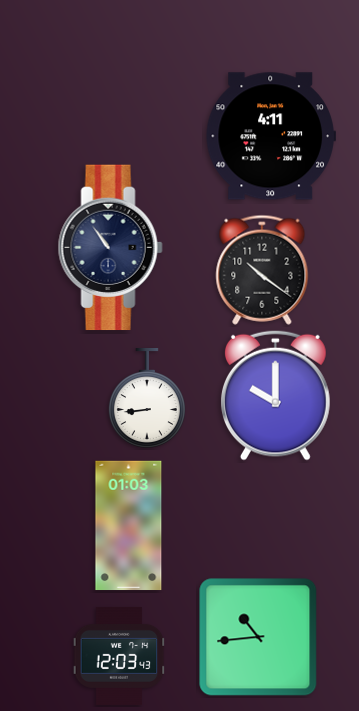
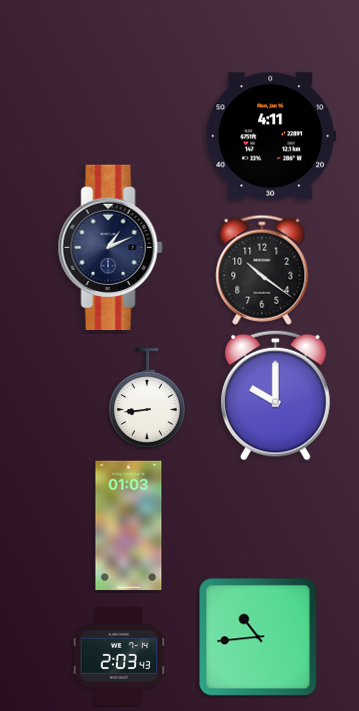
clock at (110, 248): 10:54 -> 1:11
clock at (119, 656): 12:03 -> 2:03
